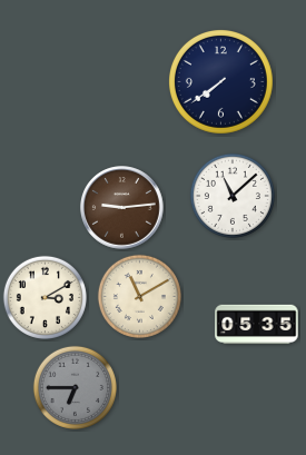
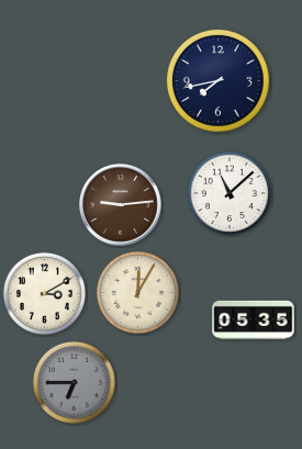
clock at (220, 81): 7:39 -> 7:43
clock at (139, 296): 11:10 -> 12:05
